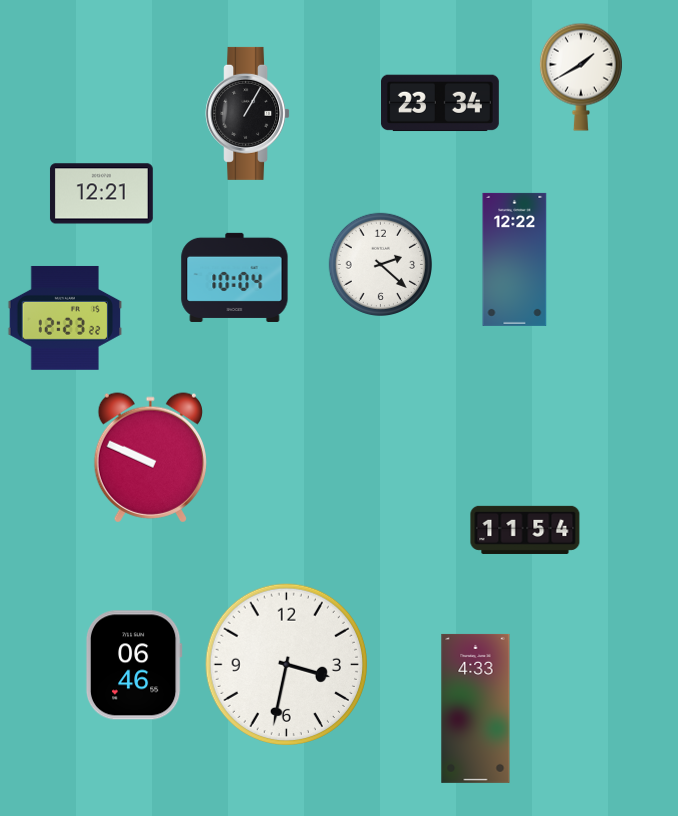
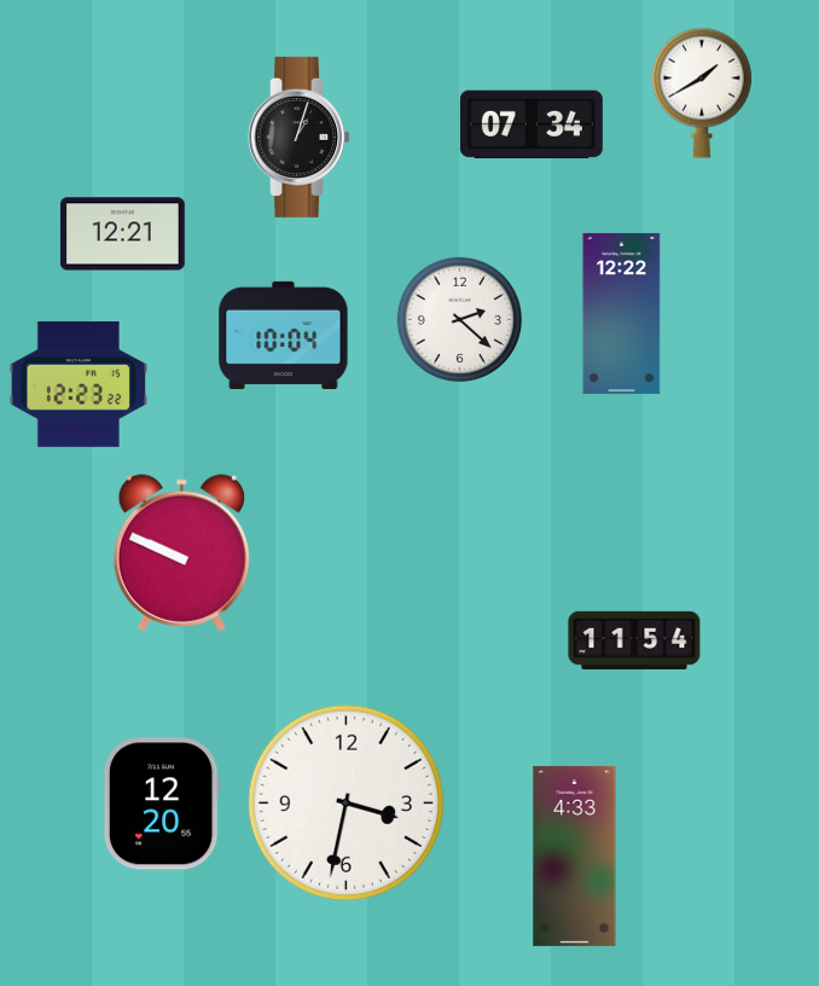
clock at (440, 103): 23:34 -> 07:34
clock at (248, 113): 1:05 -> 1:03
clock at (134, 665): 06:46 -> 12:20
